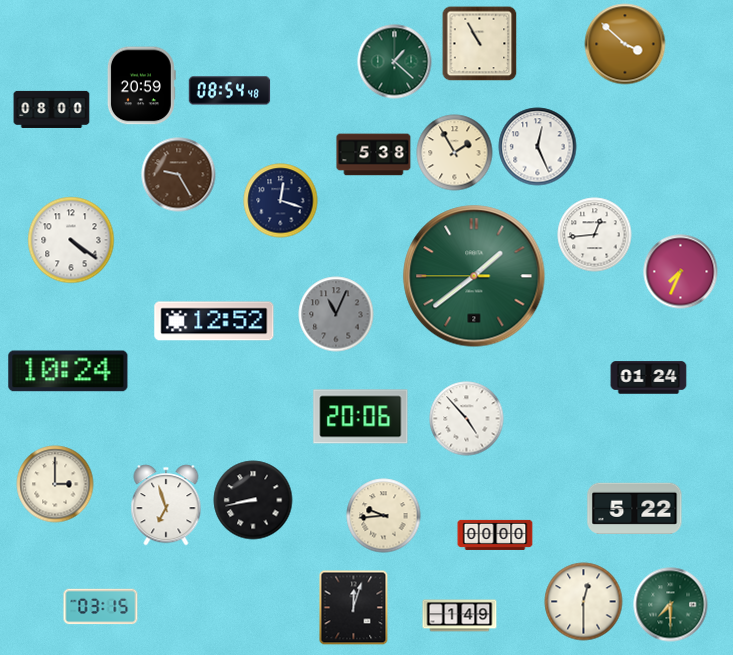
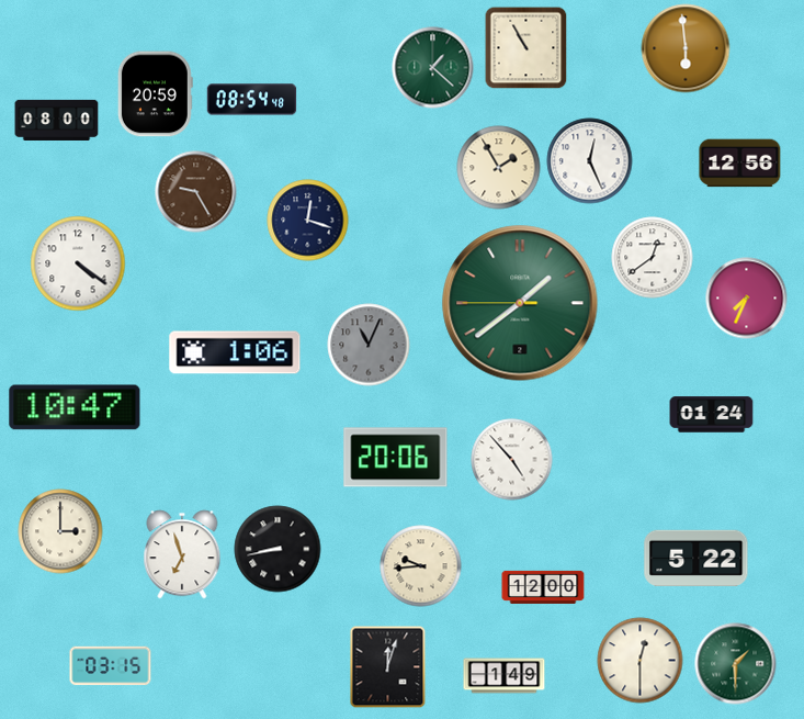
clock at (625, 44): 3:52 -> 5:59
clock at (740, 164): none -> 12:56
clock at (374, 155): 5:38 -> none
clock at (595, 235): 12:44 -> 12:39
clock at (214, 321): 12:52 -> 1:06
clock at (68, 371): 10:24 -> 10:47
clock at (495, 535): 00:00 -> 12:00
clock at (671, 605): 7:30 -> 1:30
